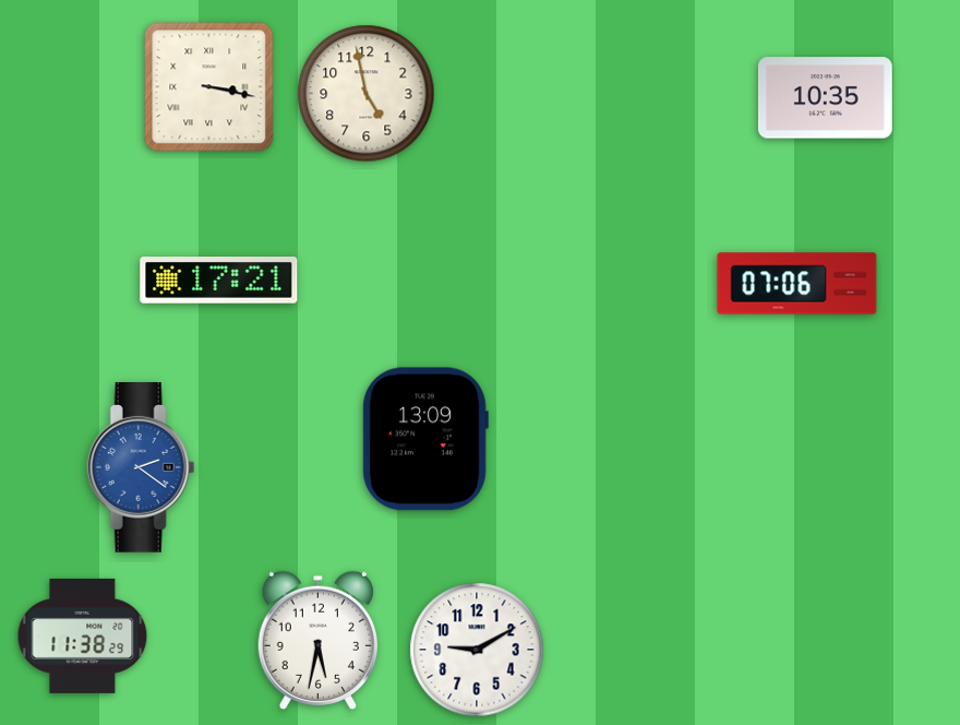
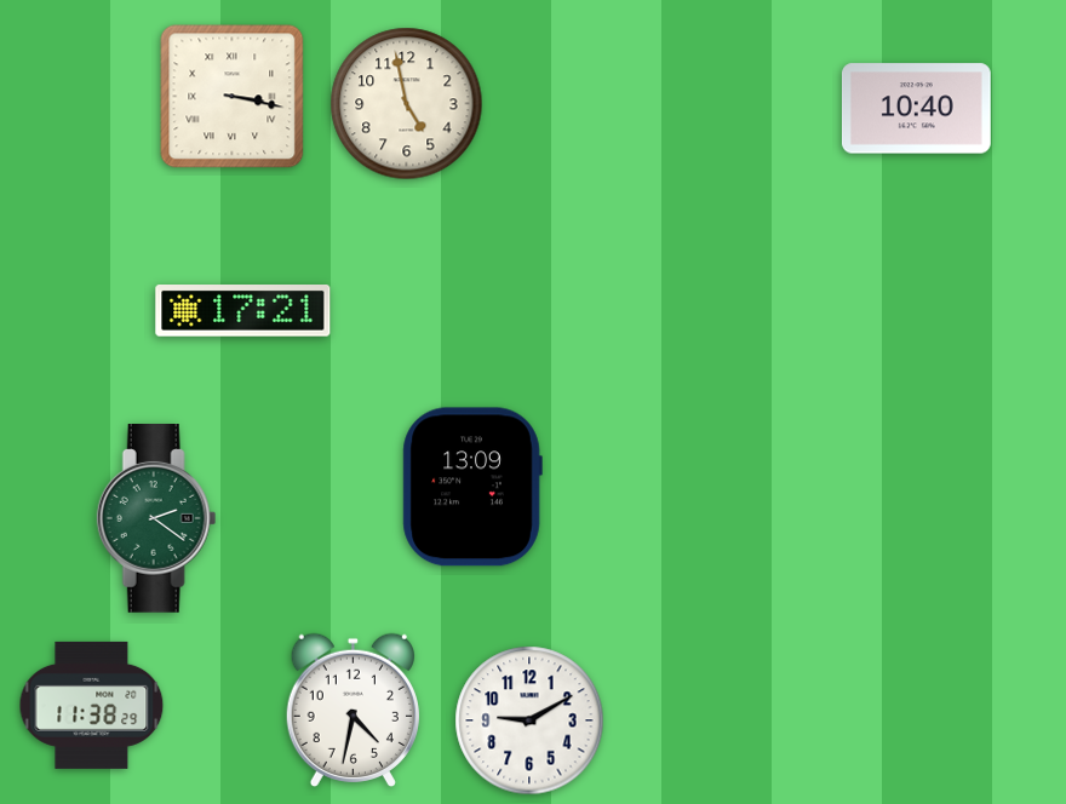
clock at (825, 98): 10:35 -> 10:40
clock at (797, 284): 07:06 -> none
clock at (141, 468) dial: blue -> green
clock at (317, 640): 5:32 -> 4:32
